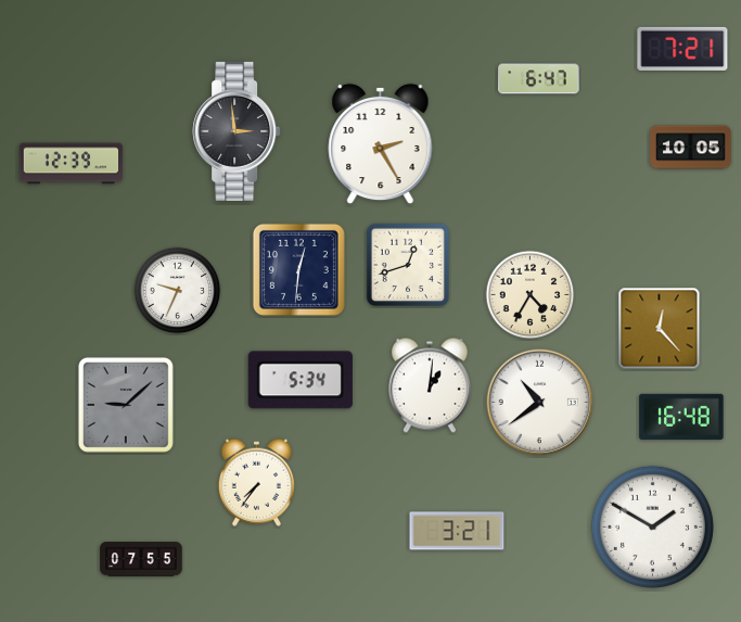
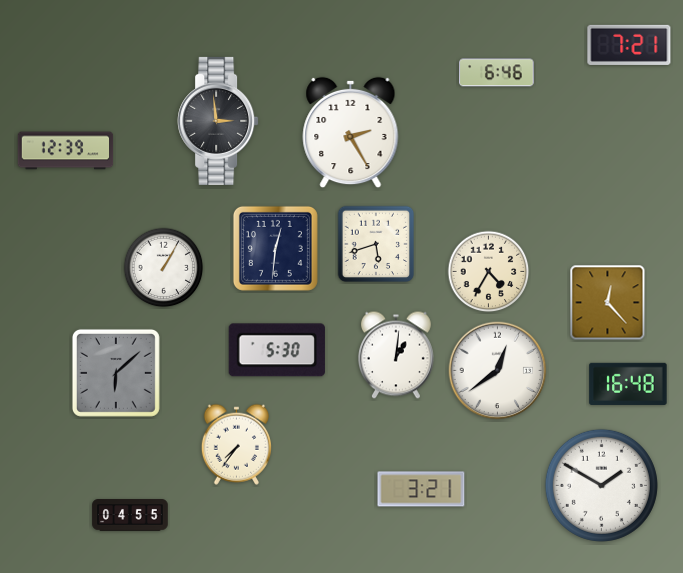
clock at (539, 79): 6:47 -> 6:46
clock at (691, 148): 10:05 -> none
clock at (408, 265): 12:42 -> 5:42
clock at (178, 291): 9:34 -> 1:05
clock at (301, 380): 5:34 -> 5:30
clock at (540, 403): 10:39 -> 12:39
clock at (126, 405): 9:08 -> 6:08
clock at (141, 559): 07:55 -> 04:55
